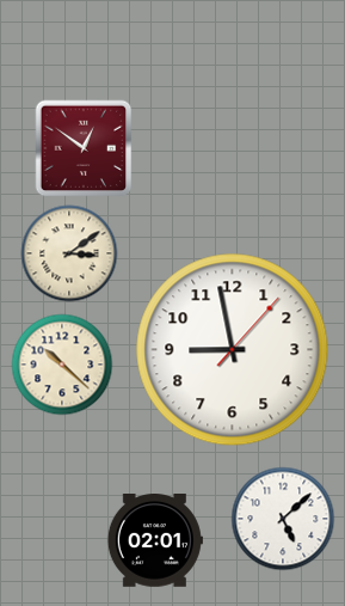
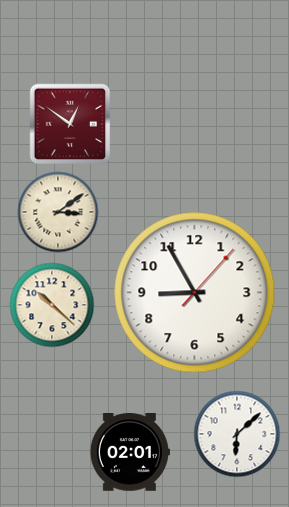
clock at (233, 350): 8:58 -> 8:55
clock at (283, 519): 5:08 -> 6:08
